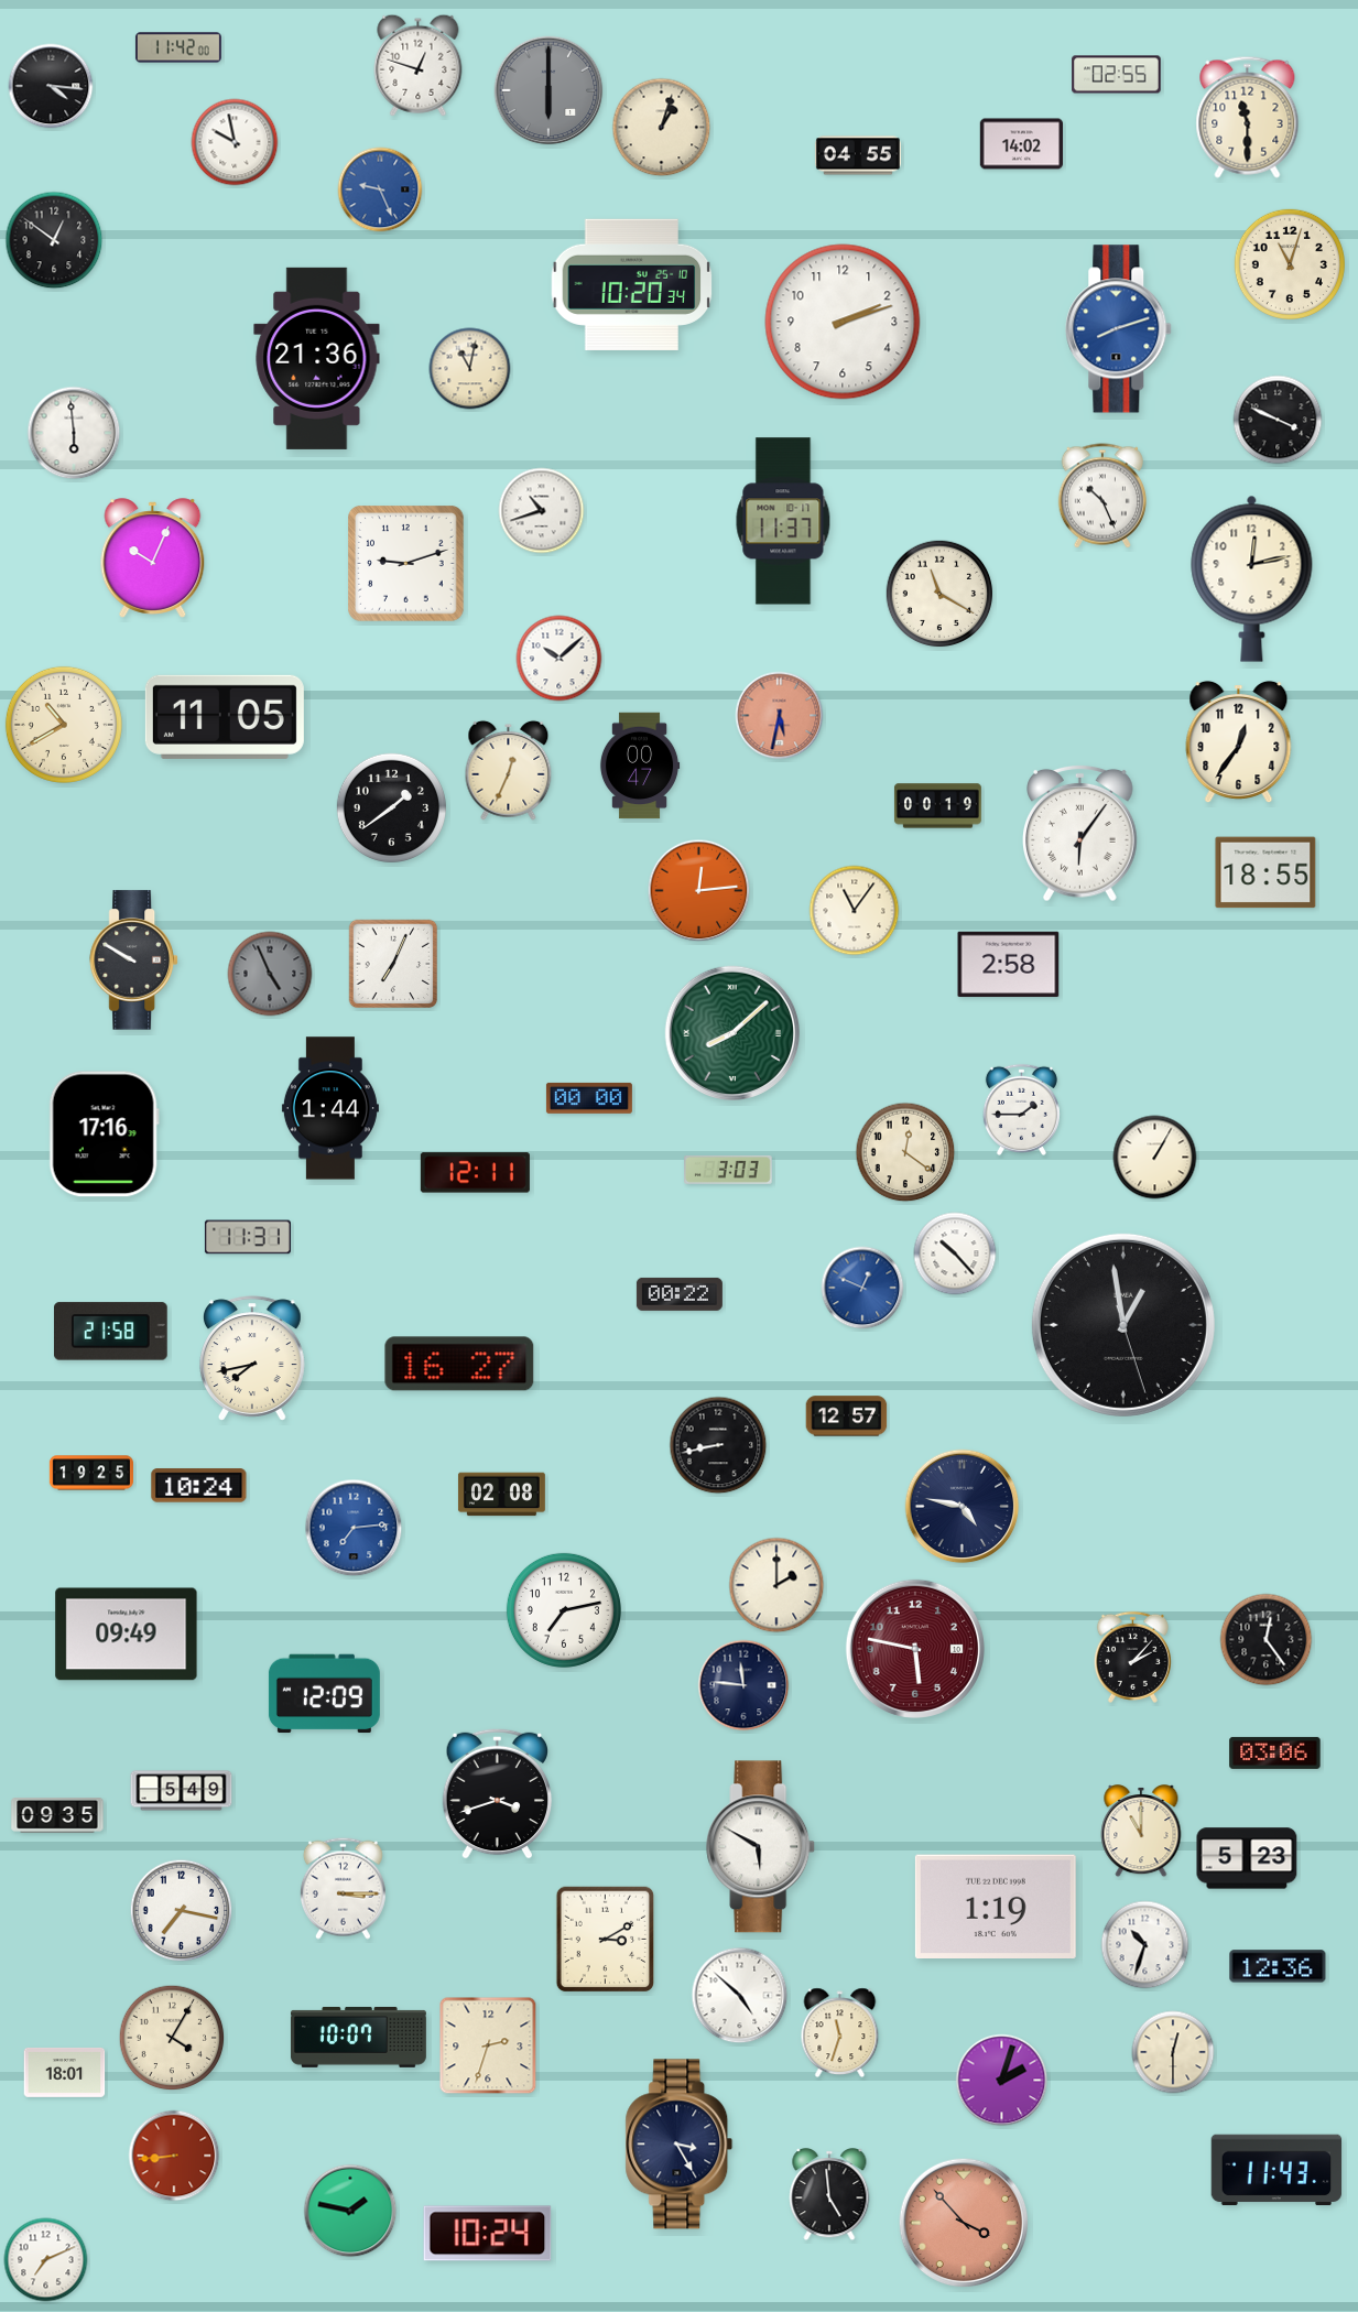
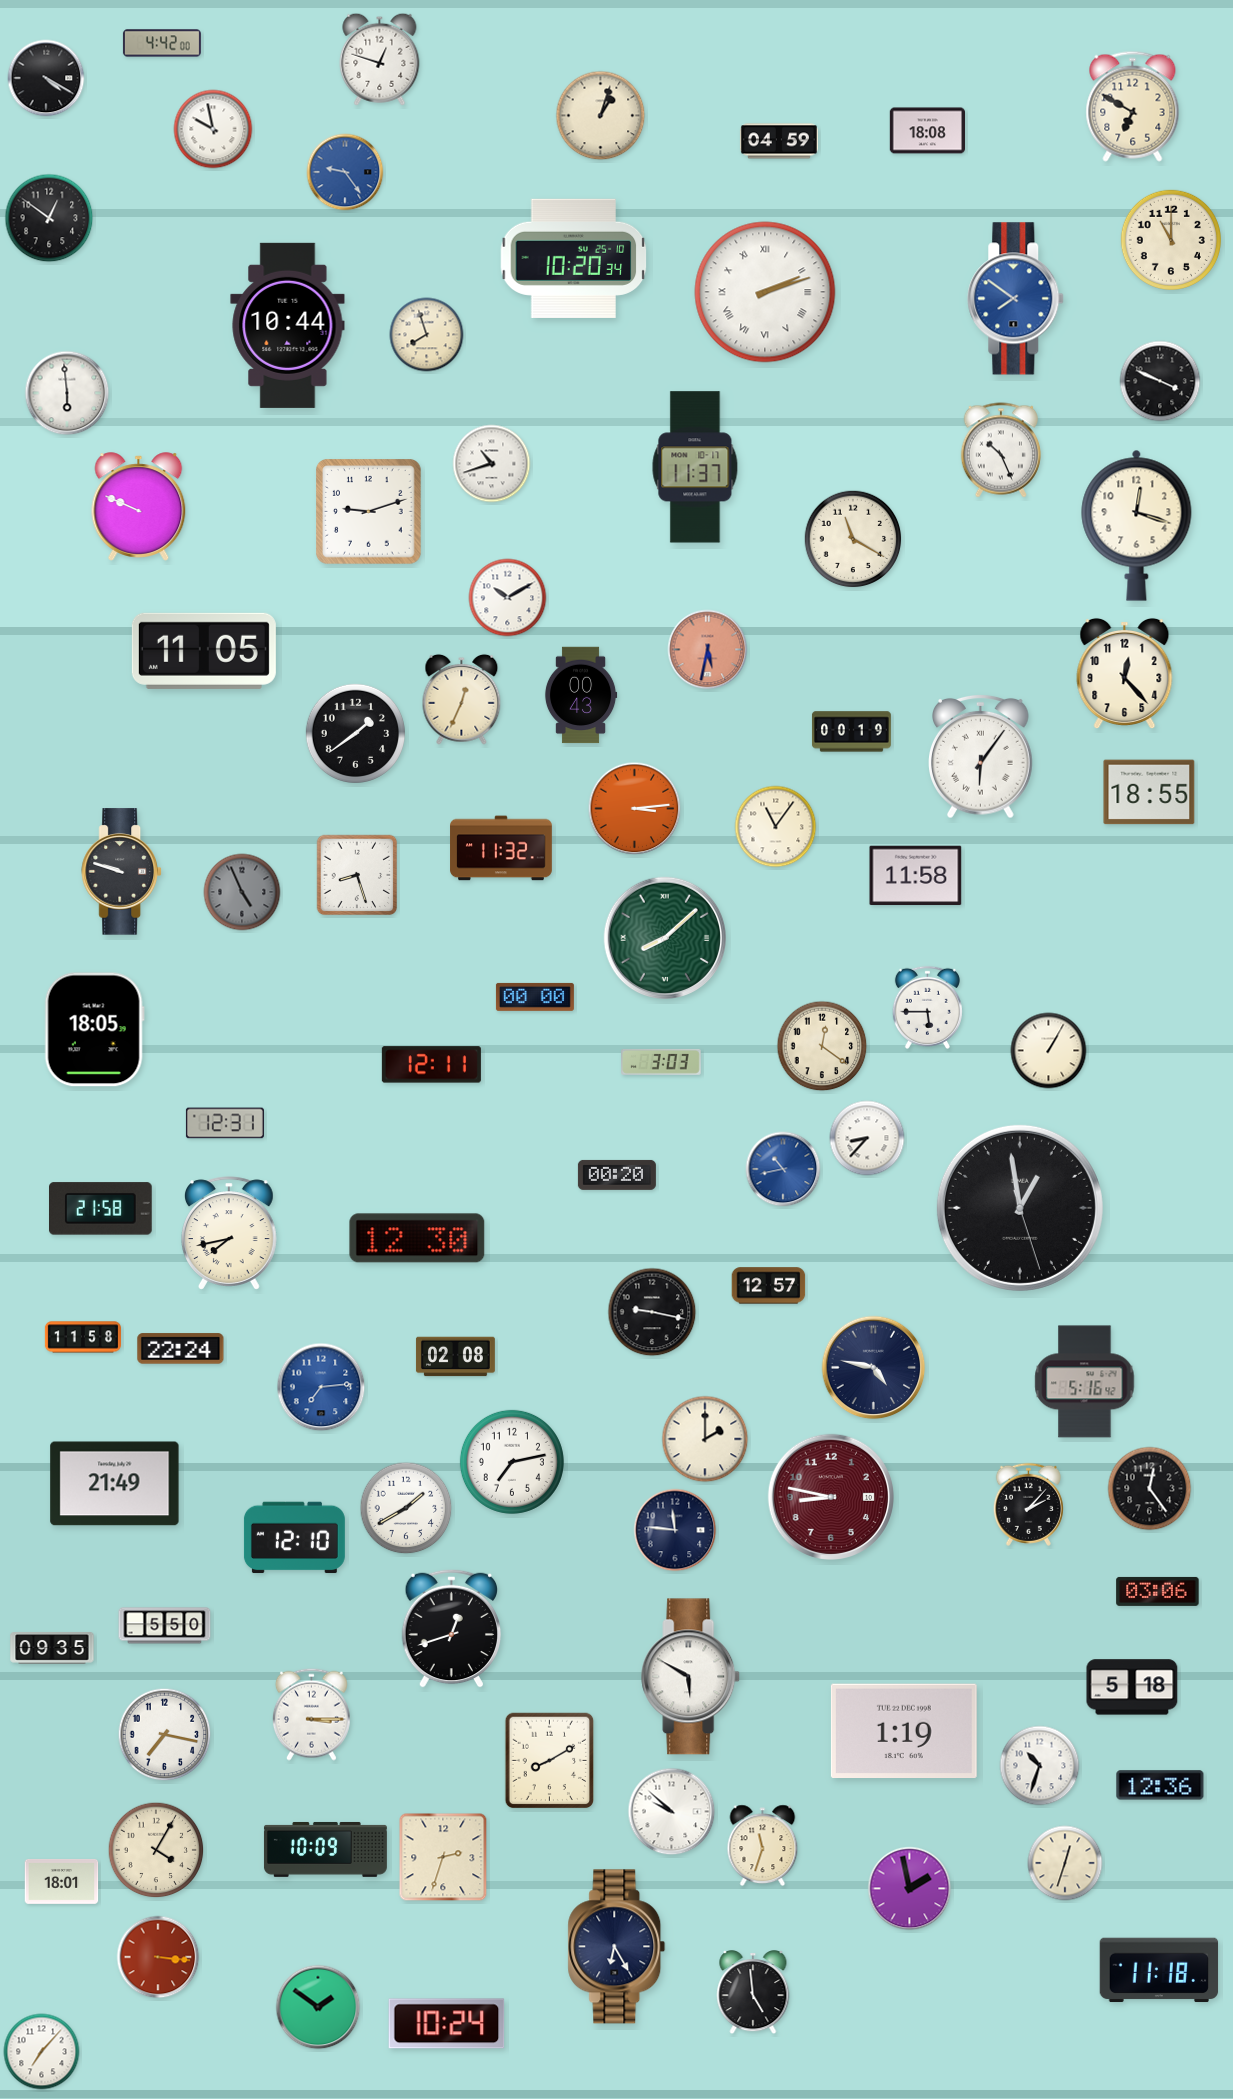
clock at (178, 47): 11:42 -> 4:42
clock at (1117, 75): 02:55 -> none
clock at (51, 86): 4:16 -> 4:20
clock at (548, 90): 6:00 -> none
clock at (1248, 117): 11:30 -> 6:50
clock at (1021, 144): 14:02 -> 18:08
clock at (858, 155): 04:55 -> 04:59
clock at (380, 189): 9:26 -> 9:24
clock at (1290, 264): 11:03 -> 11:00
clock at (843, 322) numerals: Arabic -> Roman
clock at (1119, 329): 8:12 -> 7:51
clock at (317, 358): 21:36 -> 10:44
clock at (470, 369): 11:02 -> 7:57
clock at (783, 521) position: (783, 521) -> (695, 467)
clock at (153, 558): 10:04 -> 9:49
clock at (1252, 578): 12:13 -> 12:18
clock at (560, 659): 10:08 -> 10:10
clock at (64, 725): 10:40 -> none
clock at (1239, 742): 12:36 -> 12:23
clock at (640, 766): 00:47 -> 00:43
clock at (699, 891): 12:14 -> 3:14
clock at (501, 848): none -> 11:32
clock at (133, 960): 9:50 -> 9:48
clock at (393, 964): 7:04 -> 8:27
clock at (1009, 965): 2:58 -> 11:58
clock at (270, 974) position: (270, 974) -> (242, 892)
clock at (330, 1108): 1:44 -> none
clock at (1021, 1109): 1:45 -> 5:45
clock at (104, 1135): 17:16 -> 18:05
clock at (248, 1237): 11:31 -> 12:31
clock at (955, 1253): 10:23 -> 8:37
clock at (862, 1288): 12:49 -> 10:43
clock at (680, 1294): 00:22 -> 00:20
clock at (1123, 1325) position: (1123, 1325) -> (1020, 1208)
clock at (459, 1364): 16:27 -> 12:30
clock at (718, 1445): 8:43 -> 9:17
clock at (90, 1473): 19:25 -> 11:58
clock at (199, 1486): 10:24 -> 22:24
clock at (1085, 1382): none -> 5:16
clock at (127, 1635): 09:49 -> 21:49
clock at (914, 1648): 5:47 -> 8:47
clock at (406, 1508): none -> 1:40
clock at (324, 1694): 12:09 -> 12:10
clock at (182, 1791): 5:49 -> 5:50
clock at (498, 1793): 3:42 -> 12:42
clock at (1141, 1831): 11:00 -> none
clock at (1247, 1858): 5:23 -> 5:18
clock at (606, 1940): 3:10 -> 8:10
clock at (740, 1996): 4:52 -> 9:52
clock at (358, 2037): 10:07 -> 10:09
clock at (1173, 2052): 12:30 -> 12:33
clock at (65, 2073) position: (65, 2073) -> (62, 1882)
clock at (1002, 2081): 2:03 -> 1:58
clock at (680, 2145): 3:25 -> 6:25
clock at (174, 2156): 8:44 -> 3:16
clock at (1276, 2170): 11:43 -> 11:18
clock at (350, 2211): 1:47 -> 1:51
clock at (964, 2223): 3:53 -> none
clock at (488, 2234) position: (488, 2234) -> (447, 2024)
clock at (46, 2260): 7:11 -> 7:07
